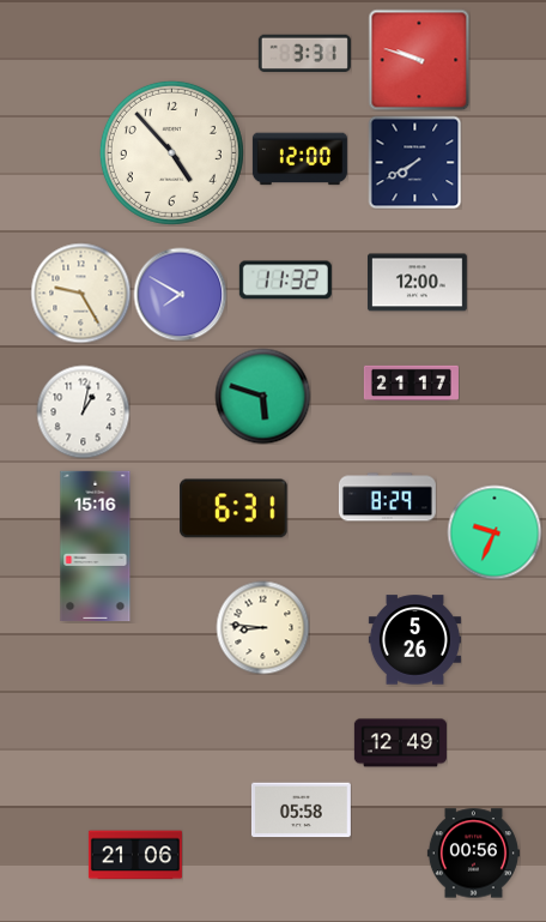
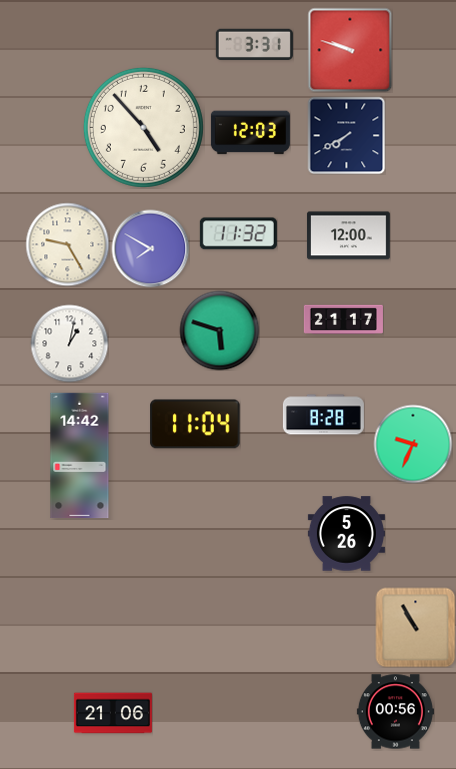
clock at (299, 159): 12:00 -> 12:03
clock at (180, 294) position: (180, 294) -> (150, 248)
clock at (387, 498): 8:29 -> 8:28
clock at (233, 508): 6:31 -> 11:04
clock at (96, 547): 15:16 -> 14:42
clock at (262, 627): 8:46 -> none
clock at (400, 743): 12:49 -> none
clock at (415, 627): none -> 10:55
clock at (301, 810): 05:58 -> none
